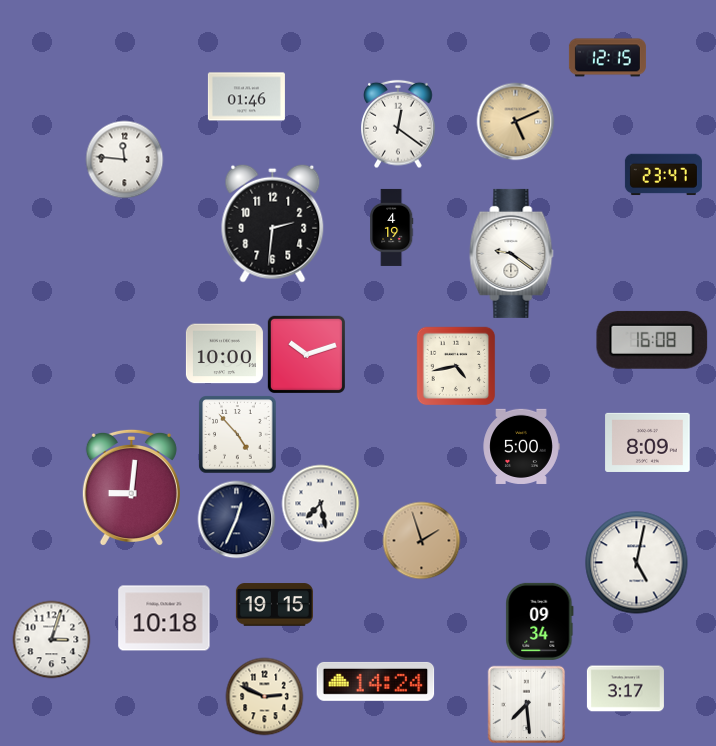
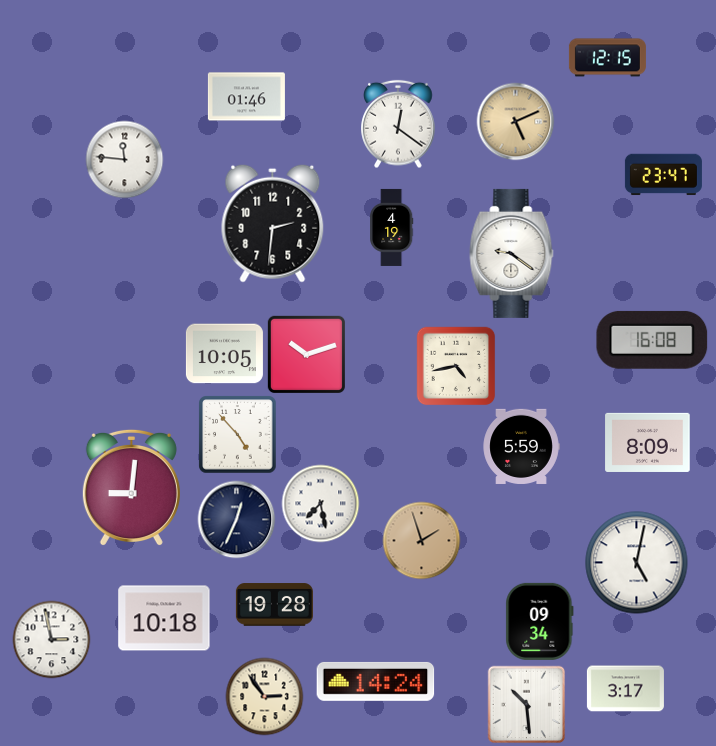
clock at (224, 354): 10:00 -> 10:05
clock at (521, 446): 5:00 -> 5:59
clock at (274, 605): 19:15 -> 19:28
clock at (51, 639): 3:03 -> 2:58
clock at (264, 696): 2:49 -> 2:54
clock at (526, 704): 7:29 -> 10:29
